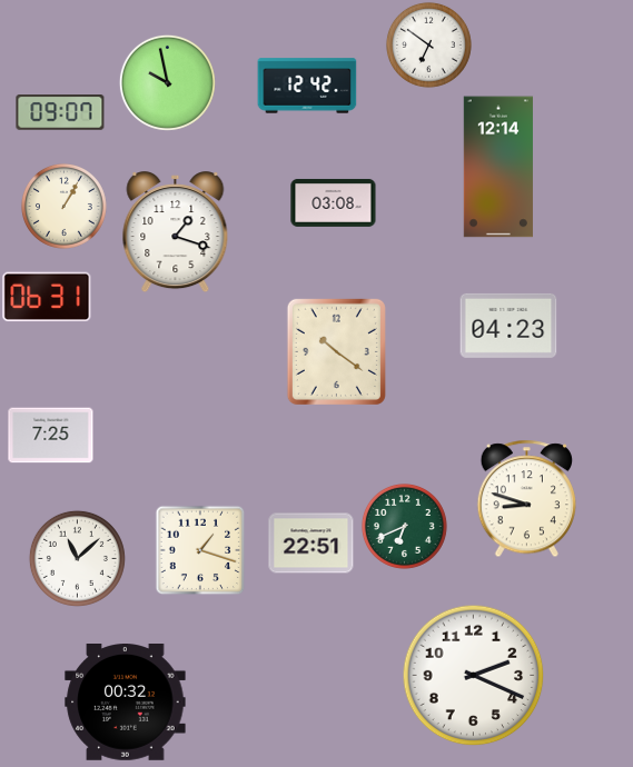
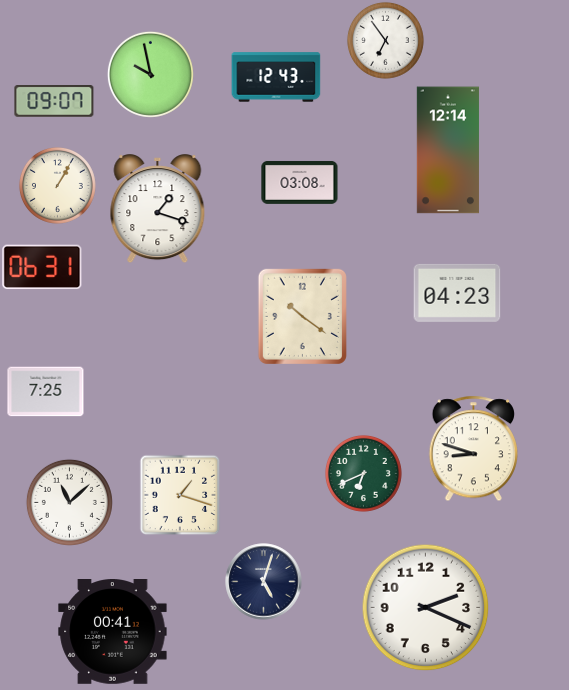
clock at (428, 44): 6:51 -> 6:54
clock at (307, 86): 12:42 -> 12:43
clock at (311, 544): 22:51 -> none
clock at (264, 582): none -> 5:03
clock at (126, 703): 00:32 -> 00:41
